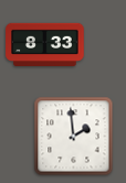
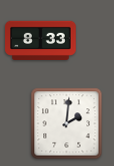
clock at (74, 137): 1:59 -> 2:01
